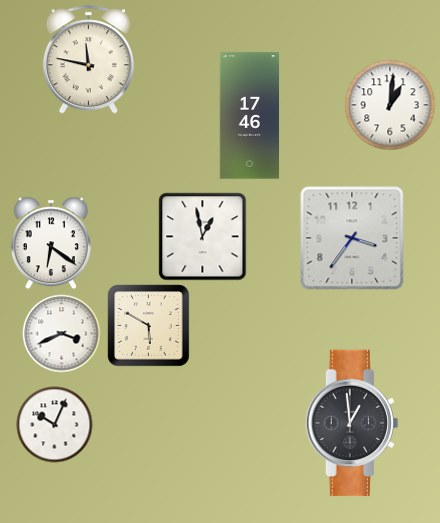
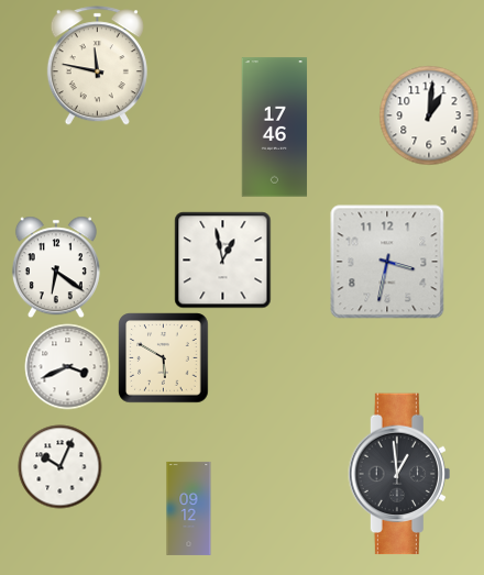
clock at (352, 238): 3:36 -> 3:32
clock at (351, 423) position: (351, 423) -> (398, 474)
clock at (189, 508): none -> 09:12
